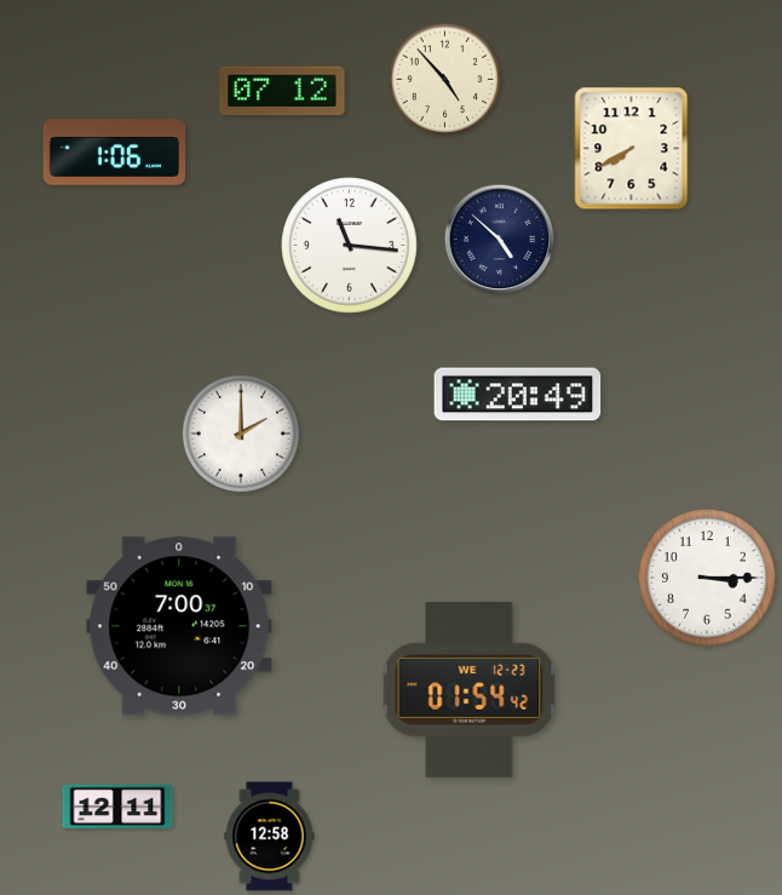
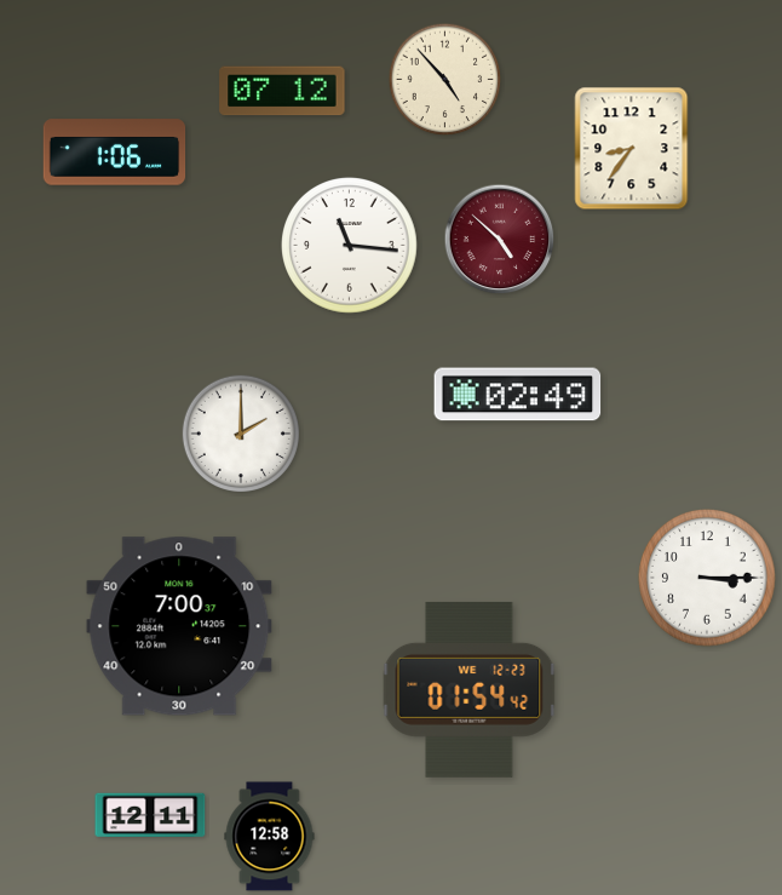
clock at (632, 149): 7:40 -> 8:36
clock at (500, 240) dial: navy -> burgundy
clock at (518, 395): 20:49 -> 02:49
clock at (117, 805) position: (117, 805) -> (150, 814)
